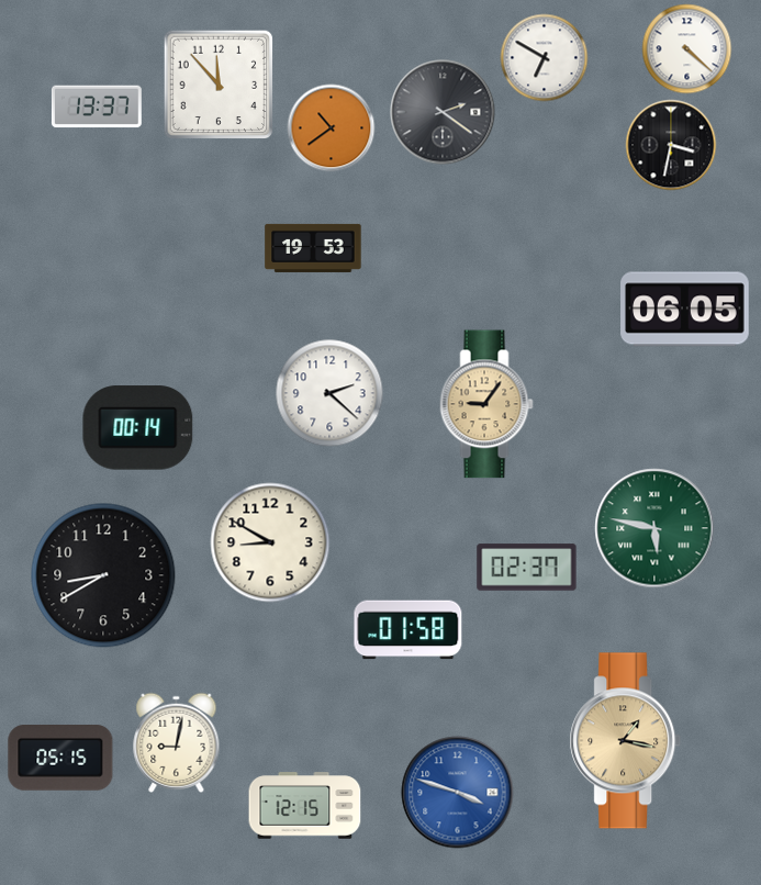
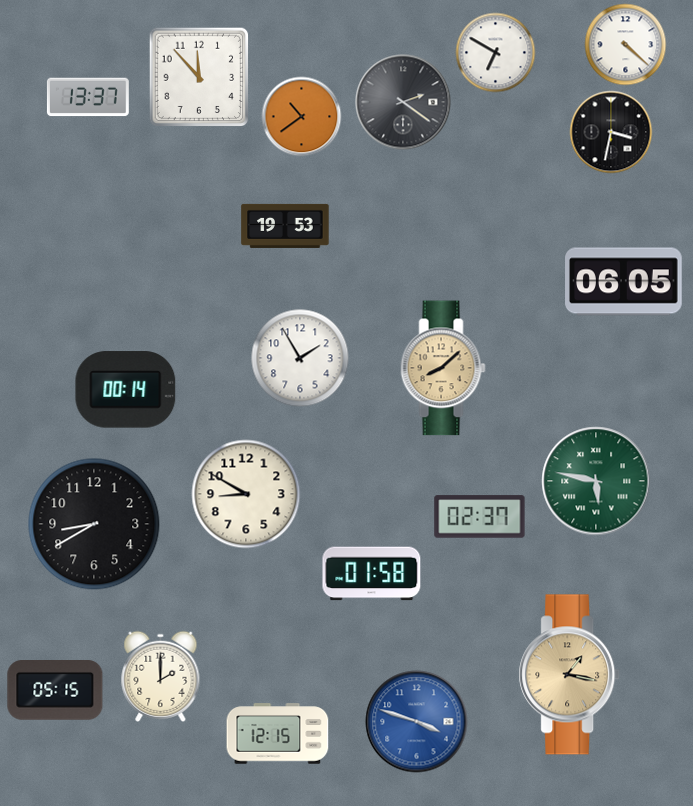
clock at (329, 393): 2:22 -> 1:55
clock at (486, 404): 9:06 -> 8:08
clock at (177, 742): 9:02 -> 2:00
